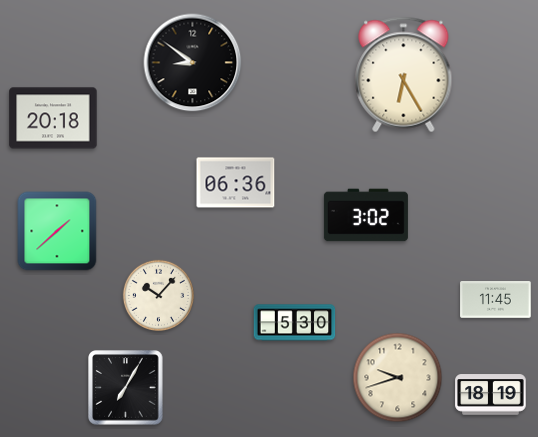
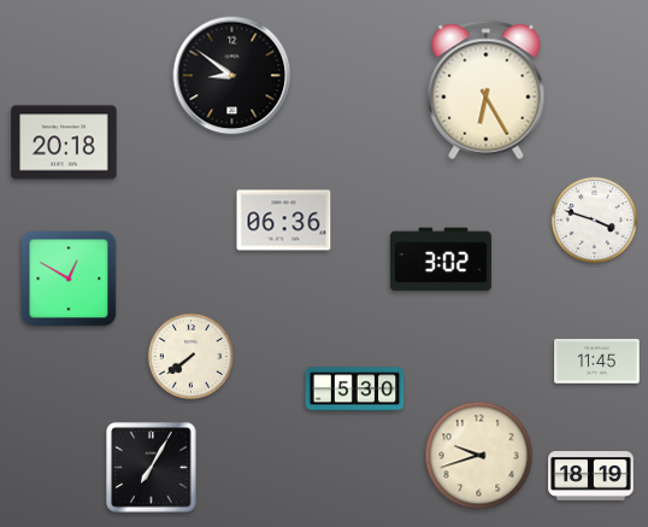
clock at (594, 219): none -> 3:48
clock at (57, 231): 1:38 -> 12:50
clock at (158, 295): 10:07 -> 7:39
